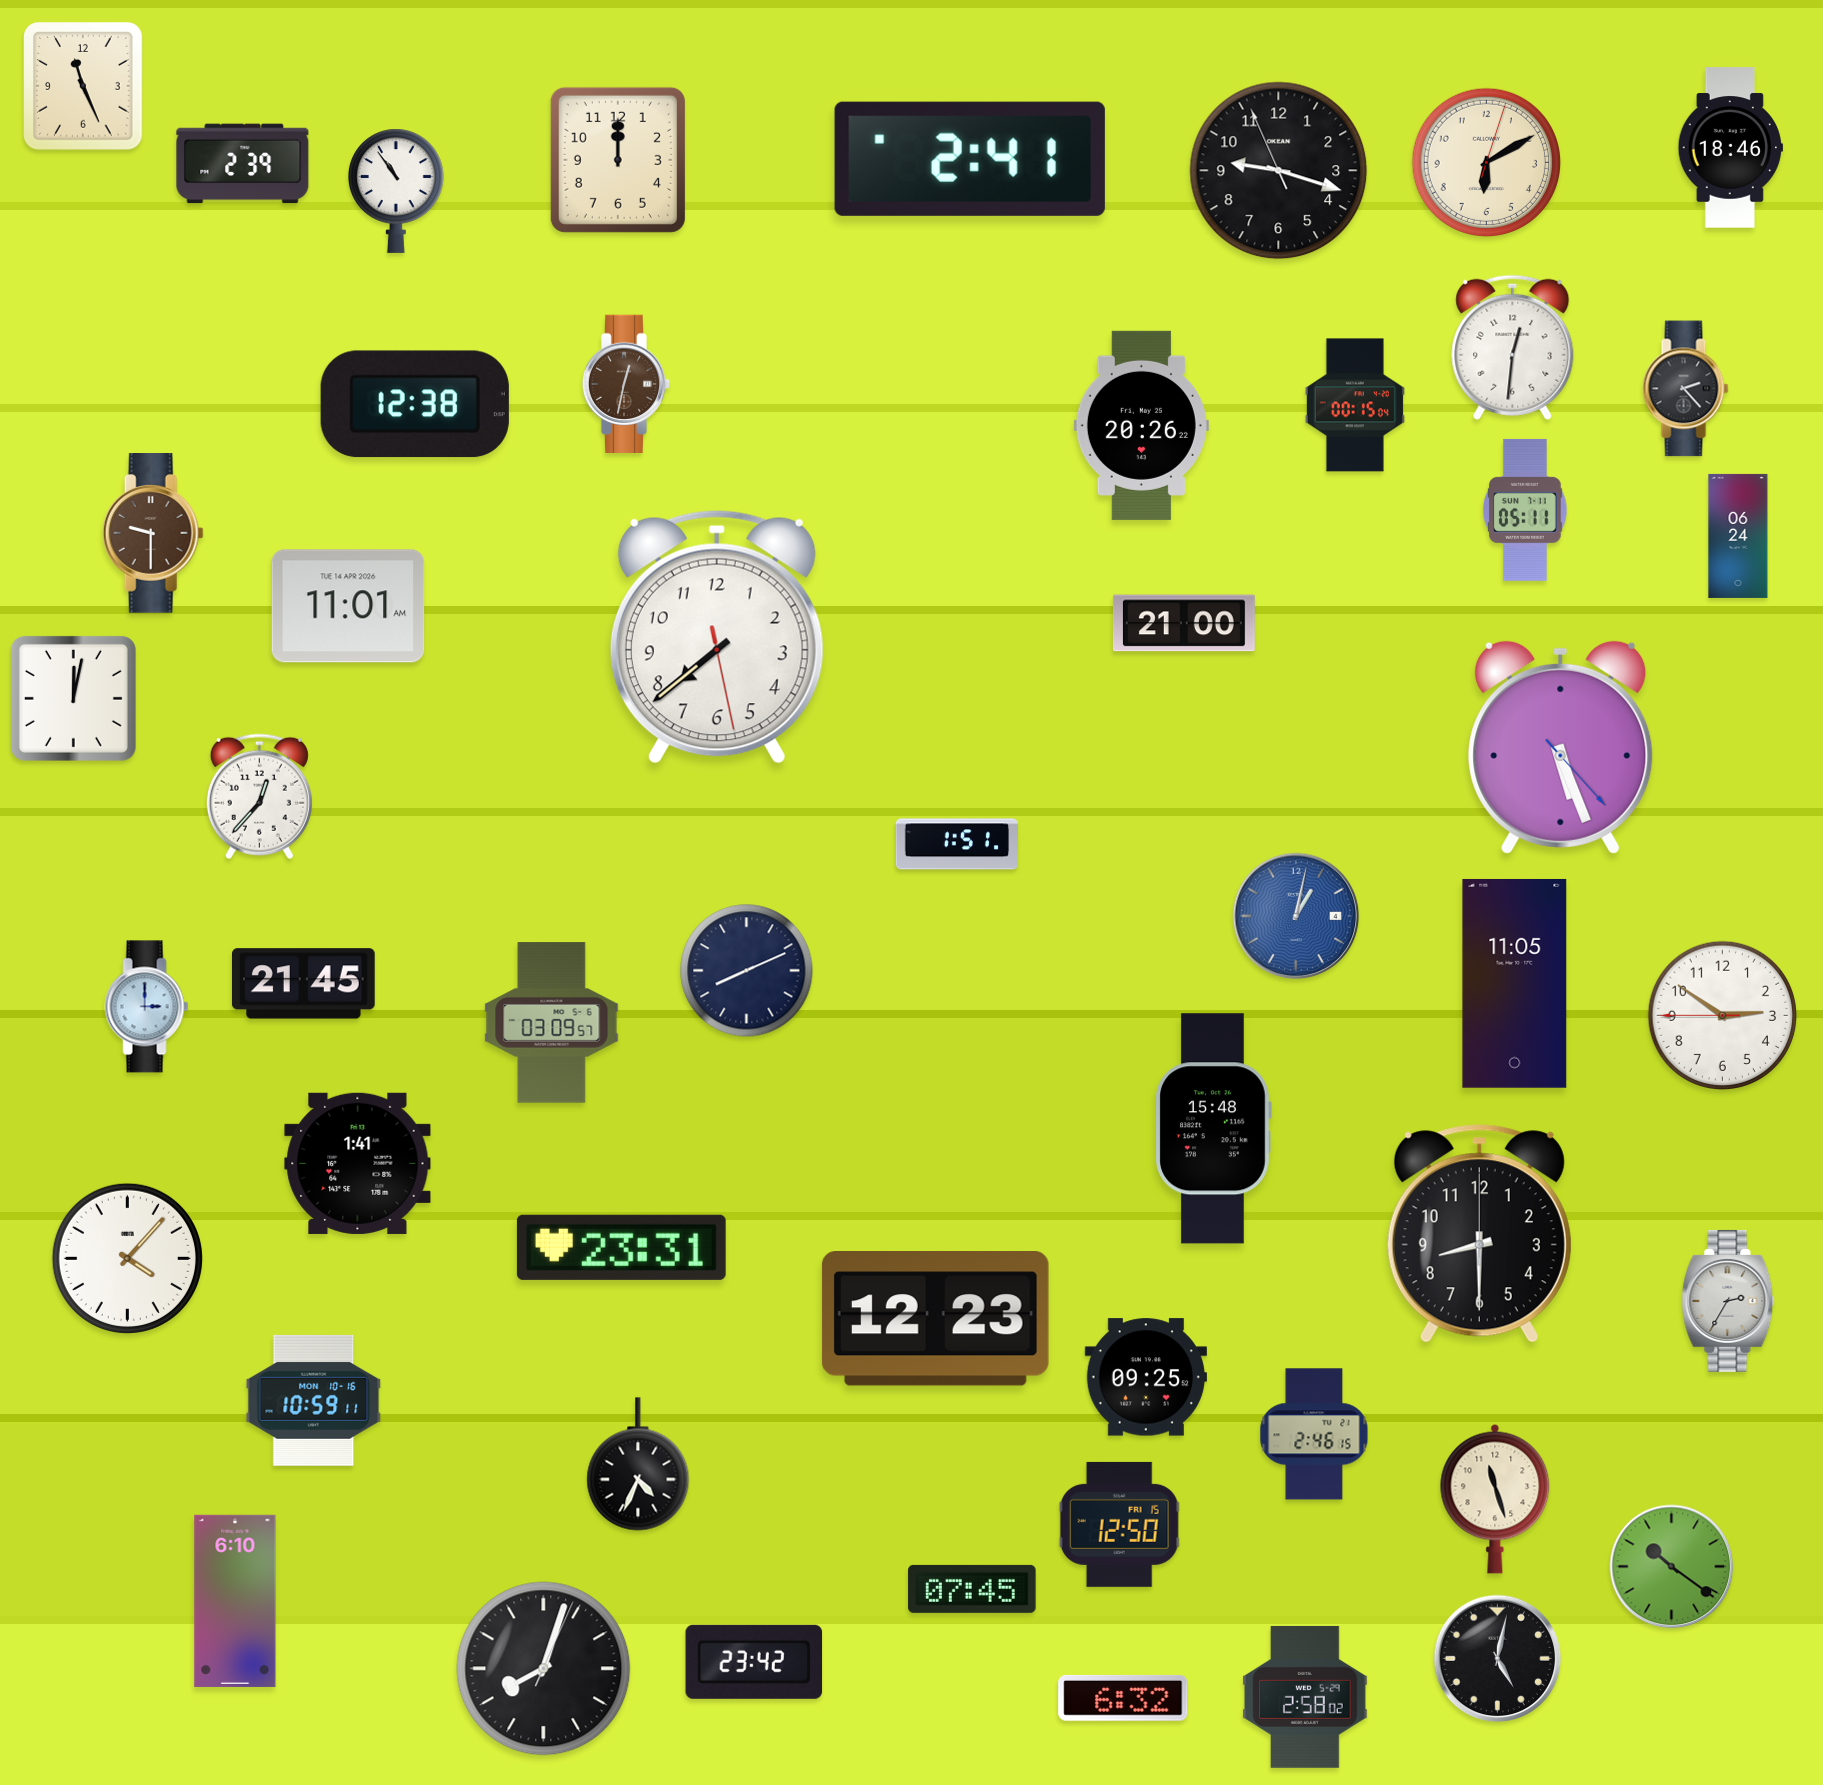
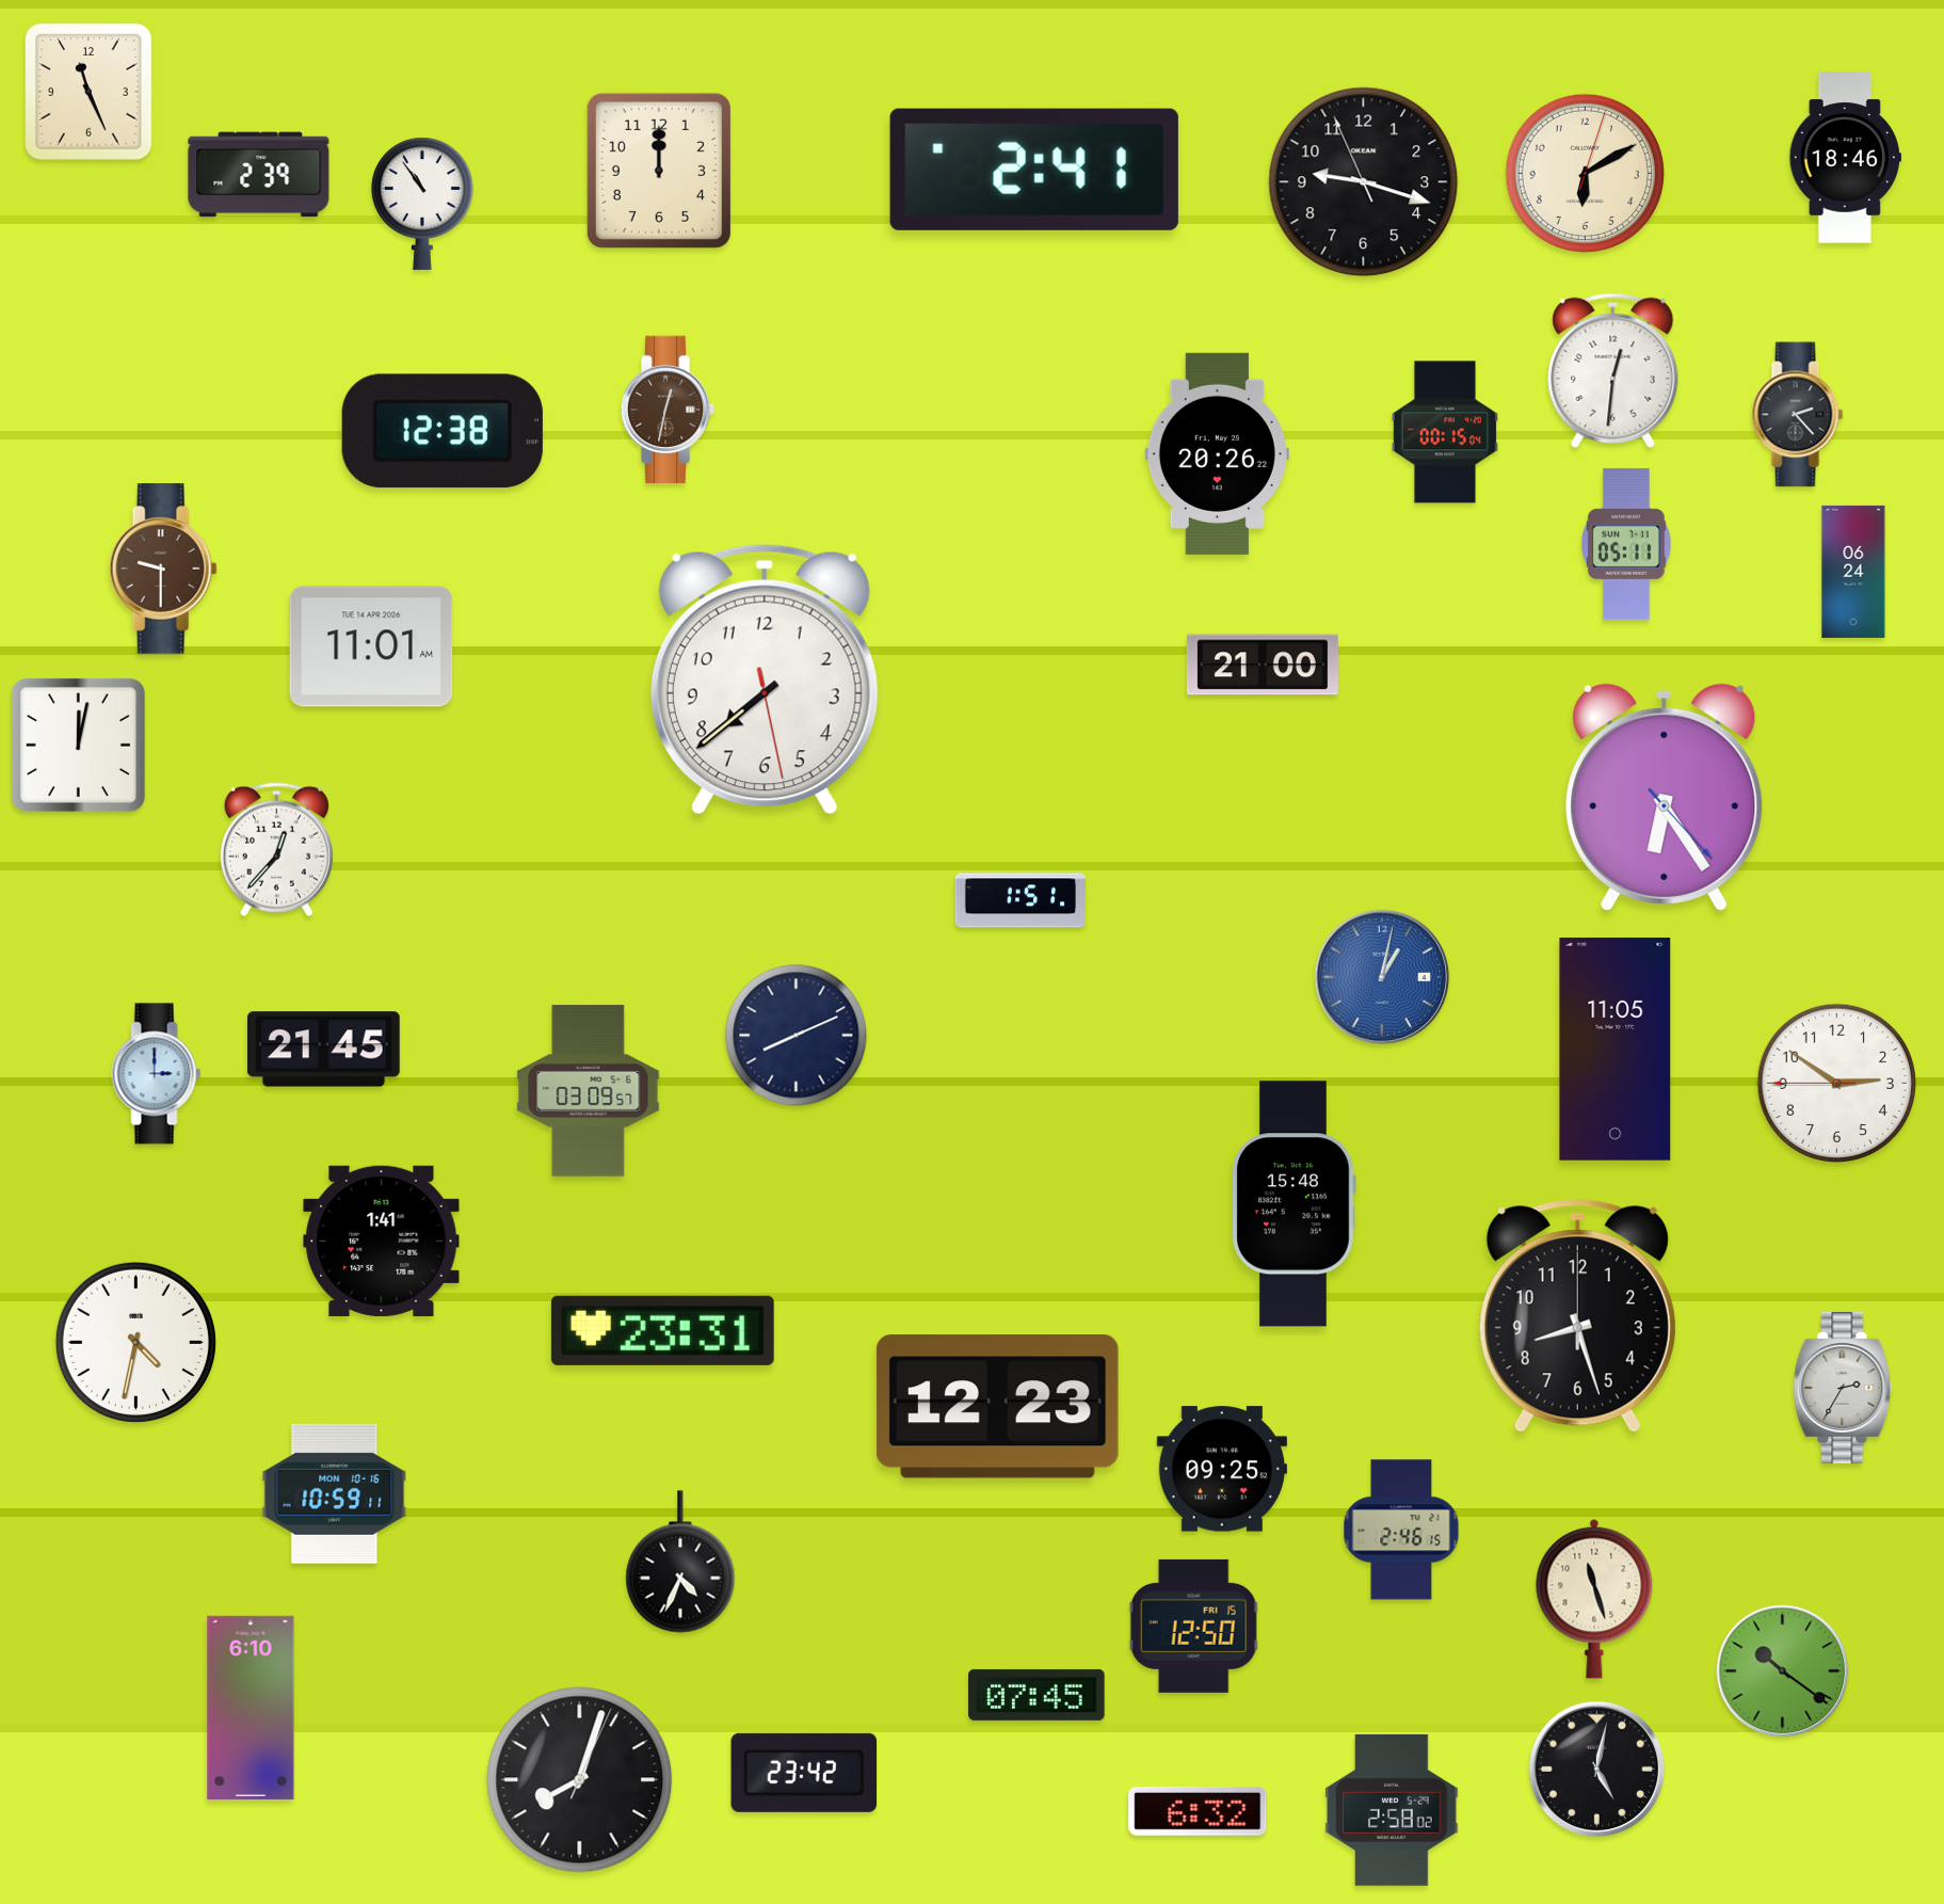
clock at (1561, 747): 5:26 -> 6:24
clock at (1479, 1234): 8:30 -> 8:27
clock at (127, 1258): 4:07 -> 4:32
